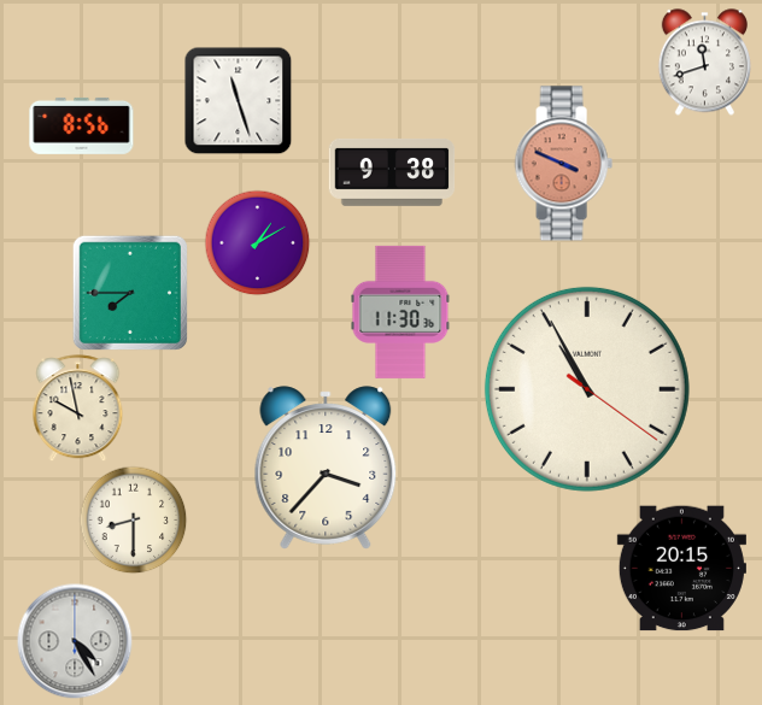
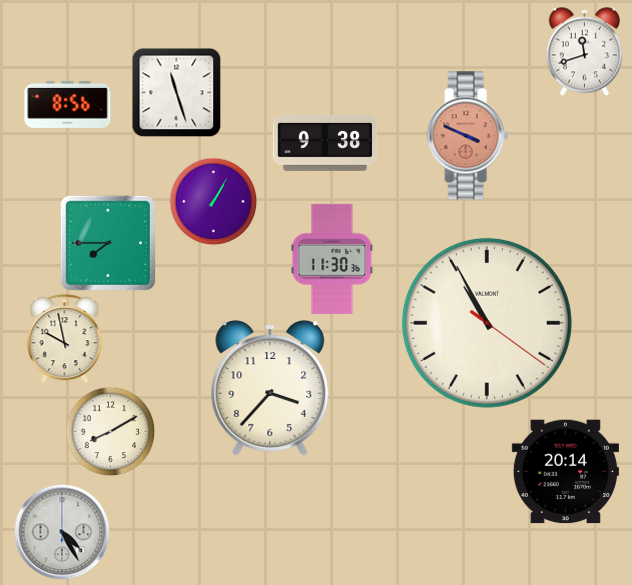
clock at (238, 100) position: (238, 100) -> (176, 92)
clock at (257, 242): 1:10 -> 1:05
clock at (133, 519): 8:30 -> 8:10
clock at (681, 569): 20:15 -> 20:14
